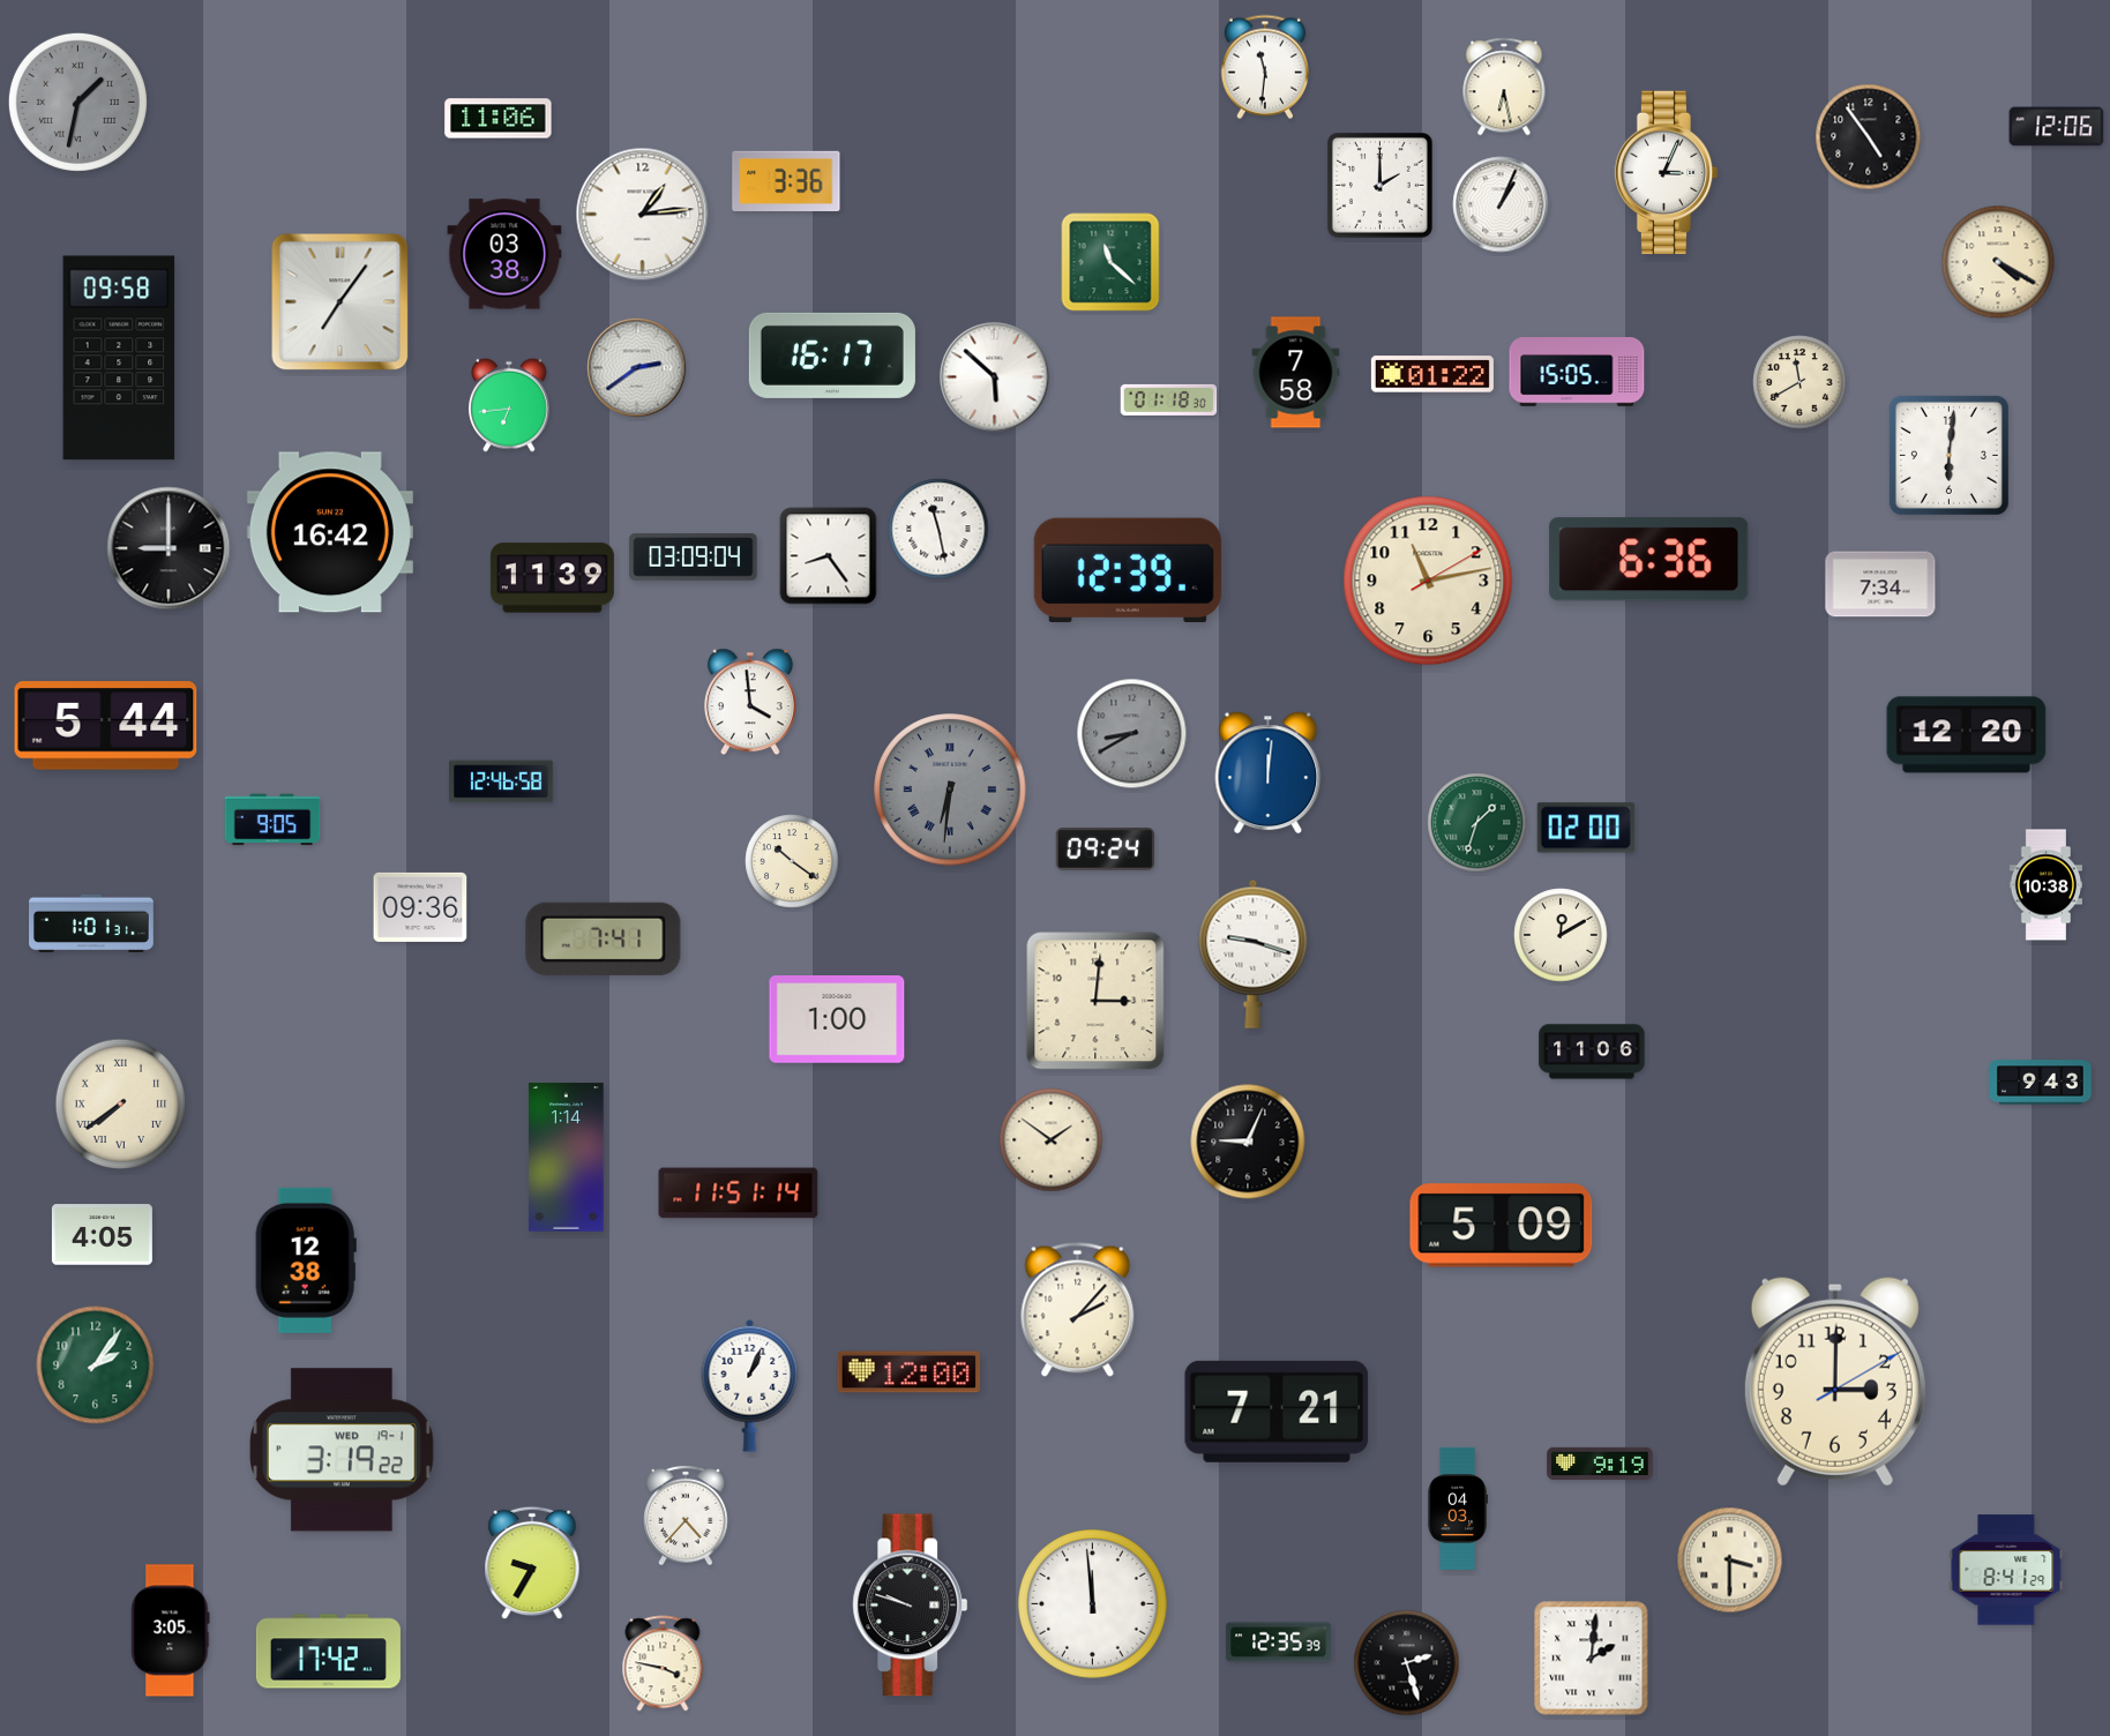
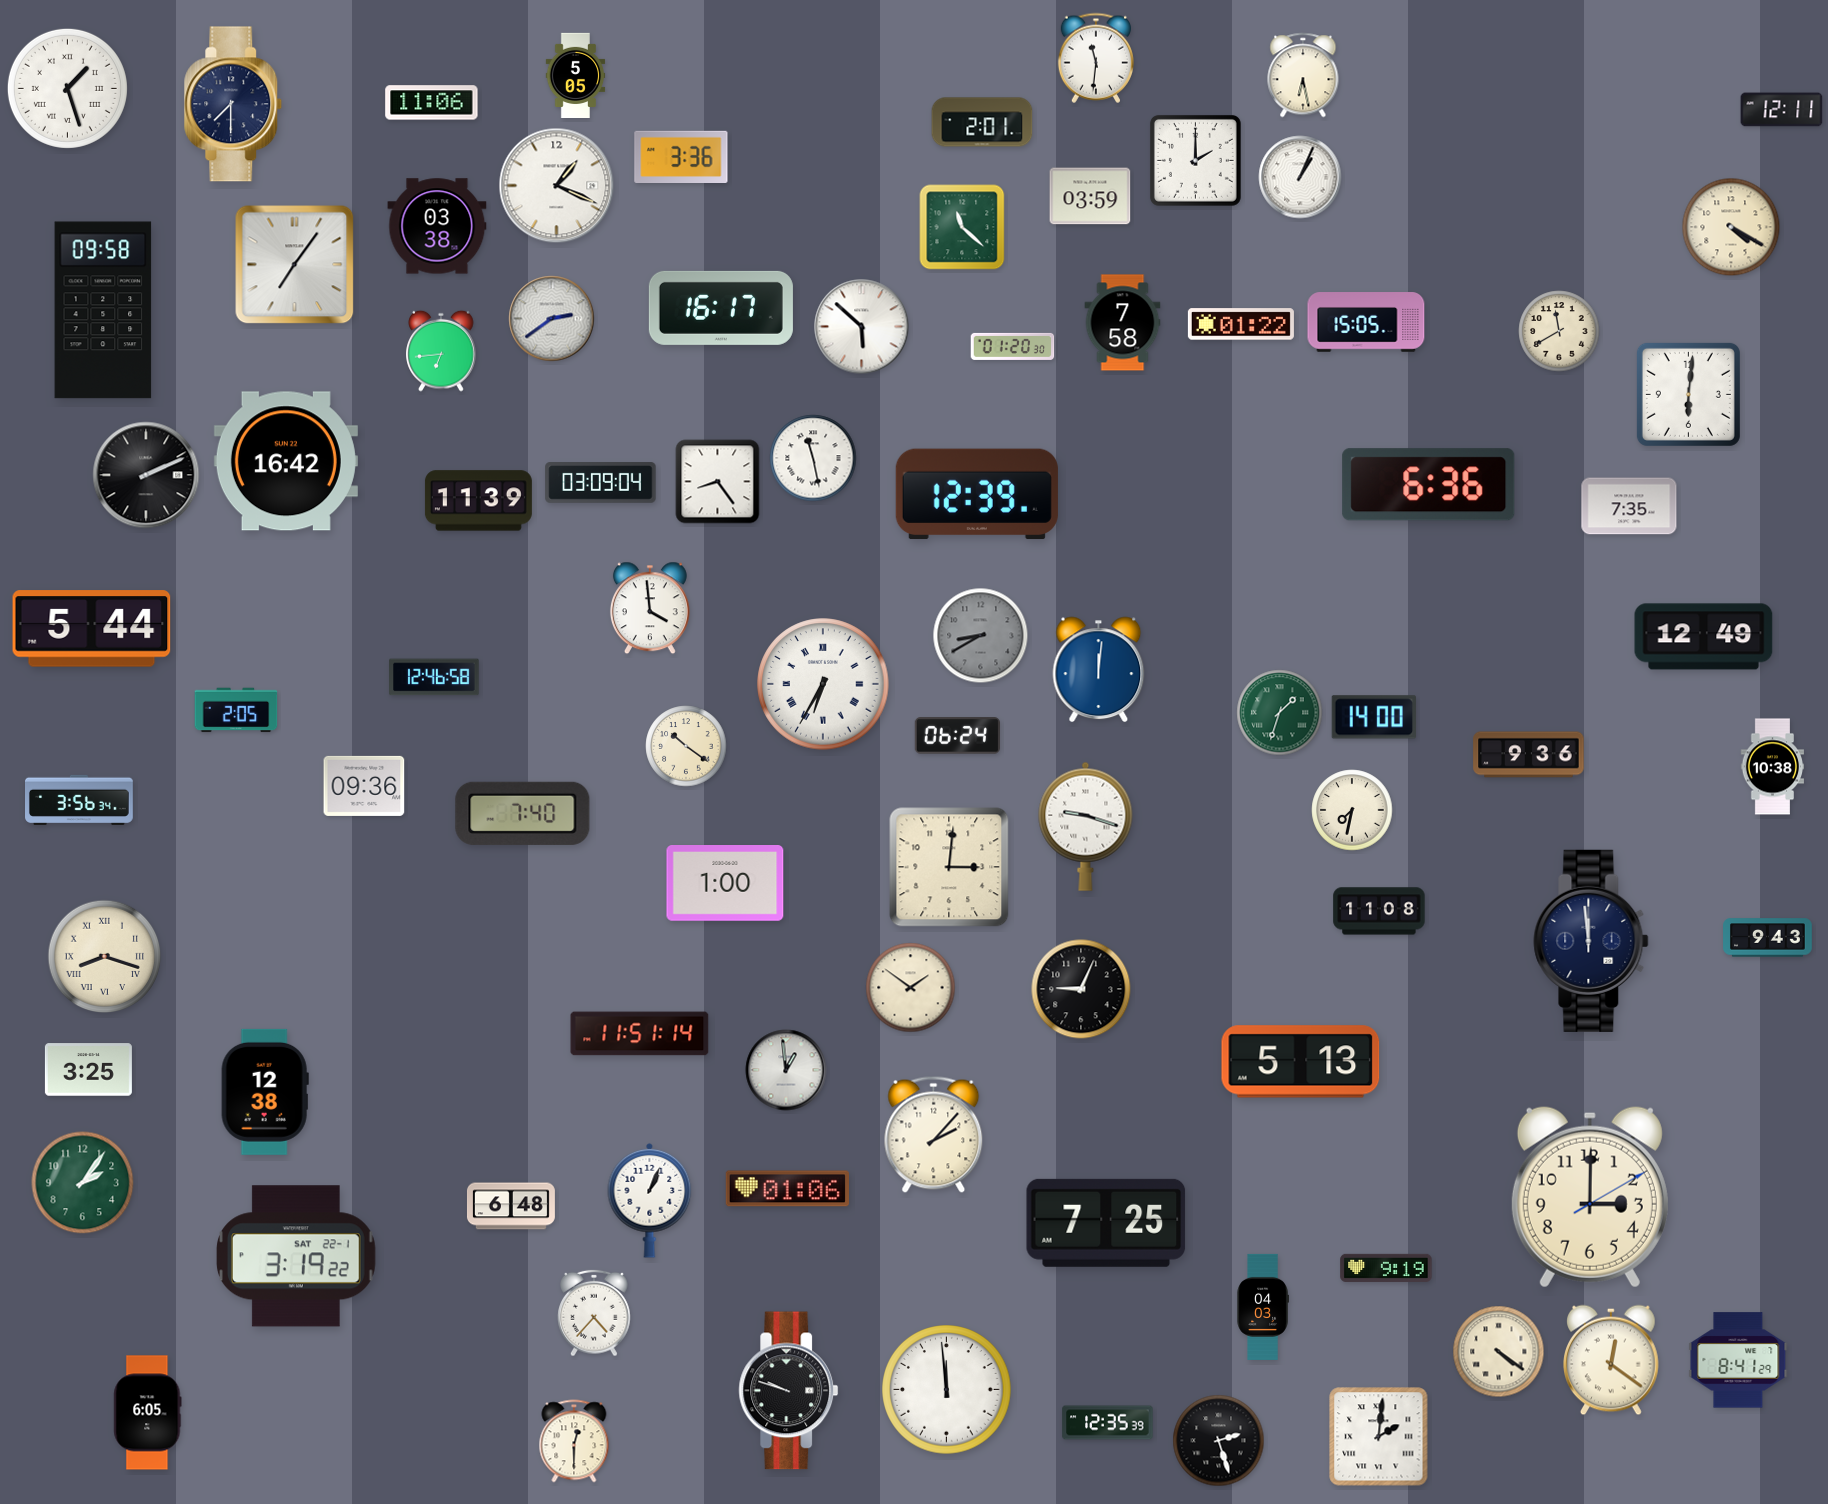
clock at (576, 75): none -> 5:05
clock at (77, 102): 1:32 -> 1:27
clock at (77, 102) dial: grey -> white
clock at (233, 104): none -> 7:30
clock at (2057, 127): 12:06 -> 12:11
clock at (1869, 137): 4:54 -> none
clock at (982, 122): none -> 2:01
clock at (1667, 173): 3:04 -> none
clock at (643, 215): 1:14 -> 1:19
clock at (1090, 196): none -> 03:59
clock at (504, 254) position: (504, 254) -> (437, 226)
clock at (341, 302) position: (341, 302) -> (295, 265)
clock at (1169, 399): 01:18 -> 01:20
clock at (169, 548): 9:00 -> 2:11
clock at (1428, 581): 11:13 -> none
clock at (1880, 584): 7:34 -> 7:35
clock at (1967, 735): 12:20 -> 12:49
clock at (950, 790): 6:31 -> 6:35
clock at (950, 790) dial: grey -> white
clock at (272, 820): 9:05 -> 2:05
clock at (1586, 828): 02:00 -> 14:00
clock at (1105, 850): 09:24 -> 06:24
clock at (1529, 755): none -> 9:36
clock at (92, 923): 1:01 -> 3:56
clock at (1561, 935): 12:10 -> 7:32
clock at (604, 938): 7:41 -> 7:40
clock at (1592, 1052): 11:06 -> 11:08
clock at (1591, 941): none -> 11:59
clock at (121, 1105): 7:39 -> 8:18
clock at (567, 1158): 1:14 -> none
clock at (1502, 1226): 5:09 -> 5:13
clock at (102, 1235): 4:05 -> 3:25
clock at (786, 1070): none -> 12:59
clock at (908, 1372): 12:00 -> 01:06
clock at (511, 1206): none -> 6:48
clock at (1277, 1412): 7:21 -> 7:25
clock at (343, 1450) date: WED 19-1 -> SAT 22-1
clock at (1730, 1561): 3:30 -> 4:21
clock at (532, 1563): 9:35 -> none
clock at (1612, 1360): none -> 12:21
clock at (171, 1631): 3:05 -> 6:05
clock at (328, 1652): 17:42 -> none
clock at (663, 1663): 3:47 -> 12:30
